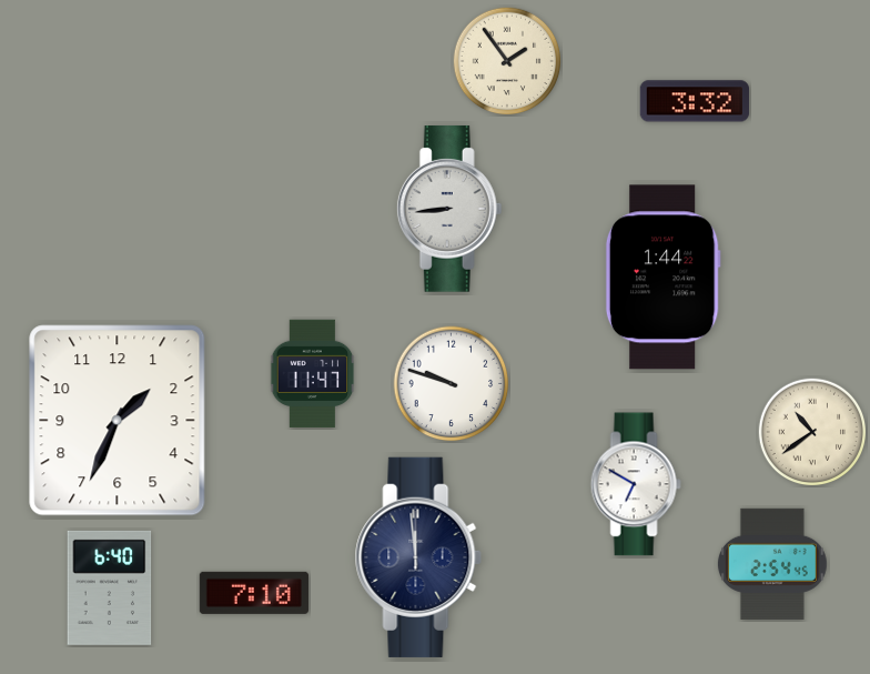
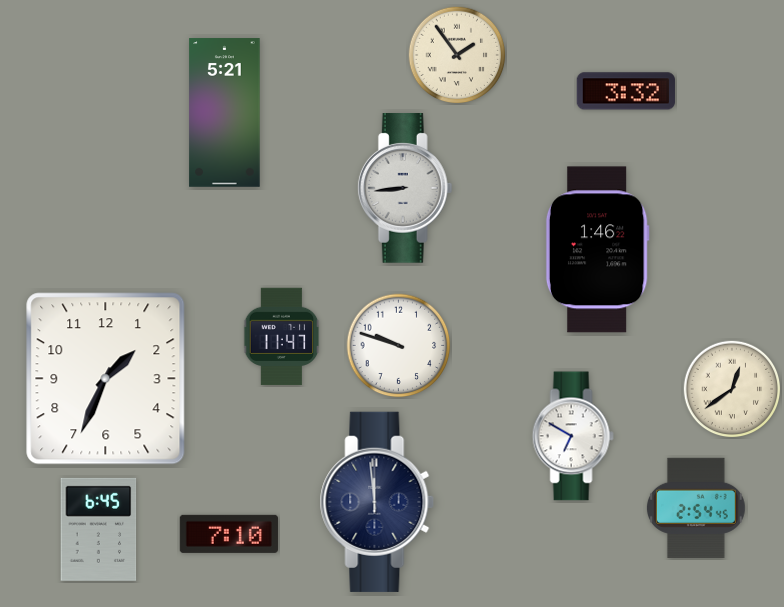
clock at (225, 113): none -> 5:21
clock at (662, 278): 1:44 -> 1:46
clock at (452, 384) position: (452, 384) -> (399, 346)
clock at (812, 432): 10:39 -> 12:39
clock at (110, 587): 6:40 -> 6:45
